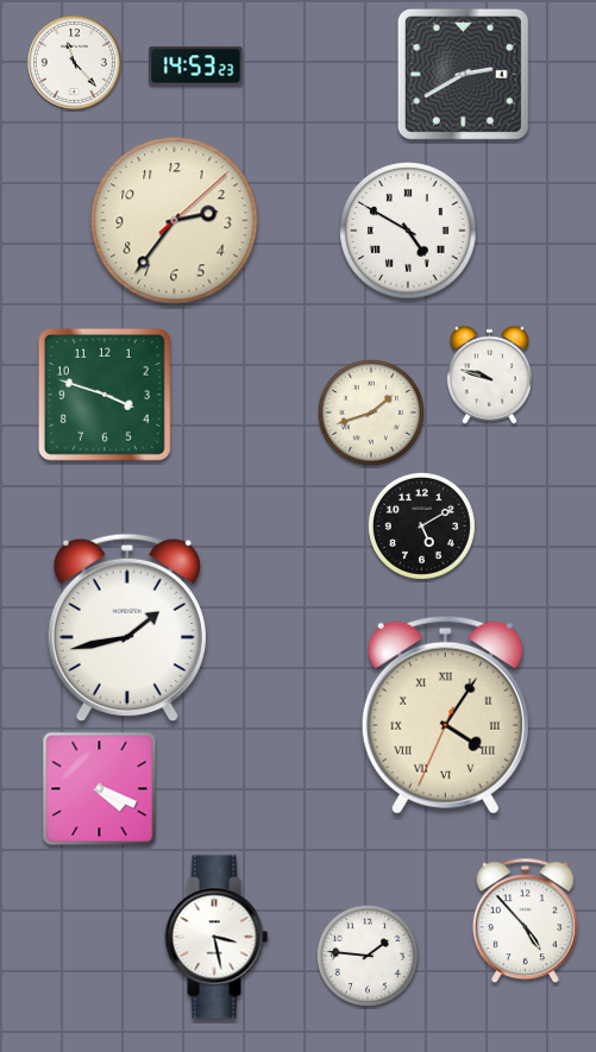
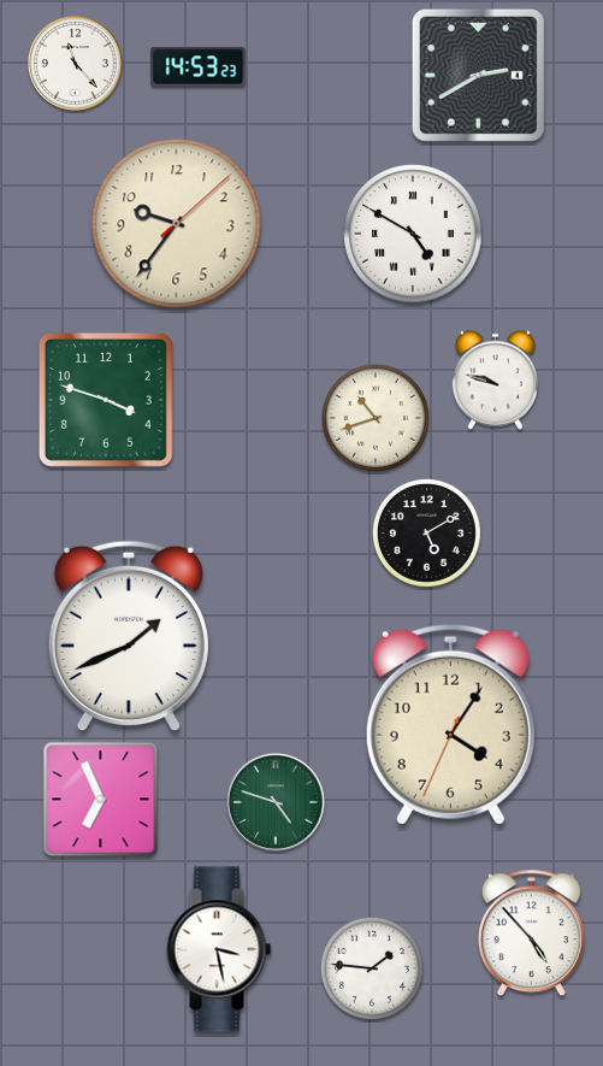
clock at (463, 74) position: (463, 74) -> (478, 75)
clock at (175, 221): 2:36 -> 9:36
clock at (371, 412): 1:42 -> 10:42
clock at (127, 628): 1:43 -> 1:41
clock at (445, 714) numerals: Roman -> Arabic
clock at (100, 789): 4:19 -> 6:56
clock at (276, 802): none -> 4:48
